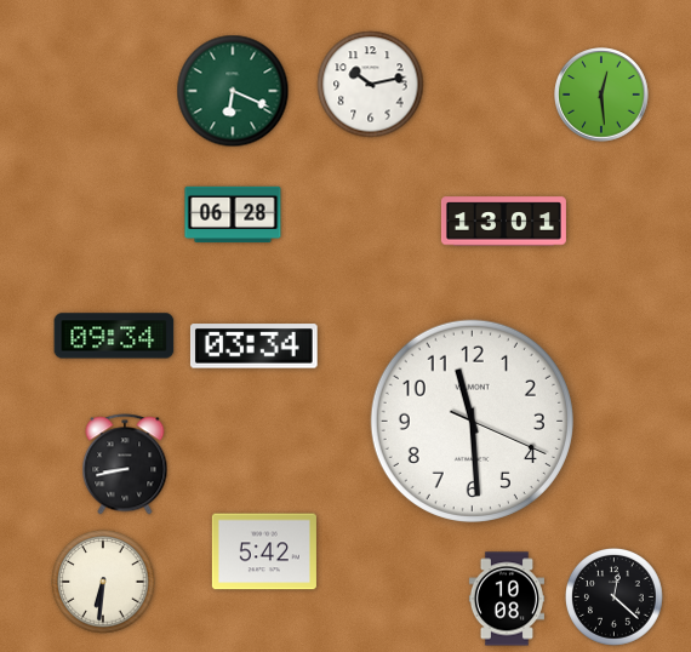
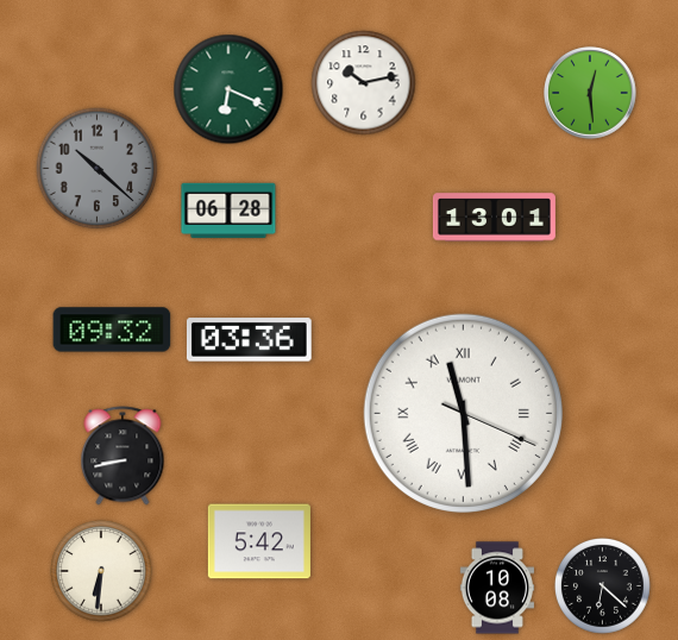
clock at (98, 169): none -> 10:22
clock at (114, 336): 09:34 -> 09:32
clock at (253, 347): 03:34 -> 03:36
clock at (472, 421) numerals: Arabic -> Roman
clock at (613, 596): 12:22 -> 6:22
